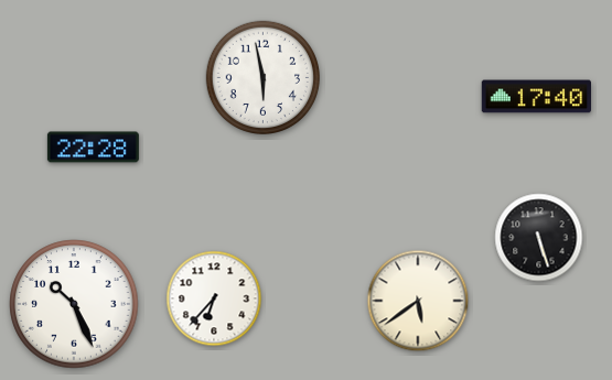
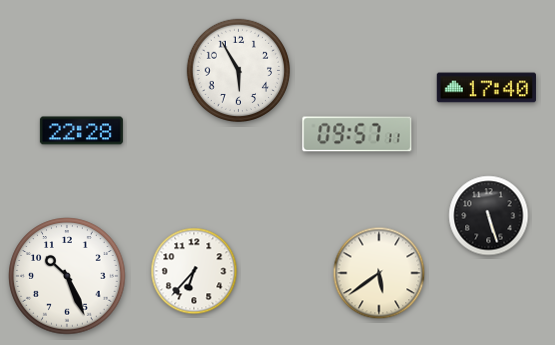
clock at (262, 77): 5:58 -> 5:55
clock at (93, 148) position: (93, 148) -> (81, 131)
clock at (357, 134): none -> 09:57
